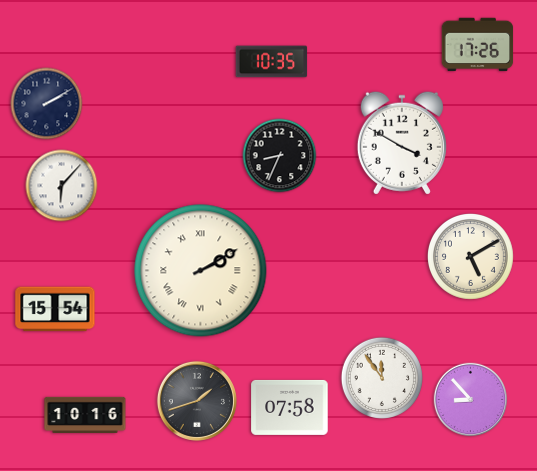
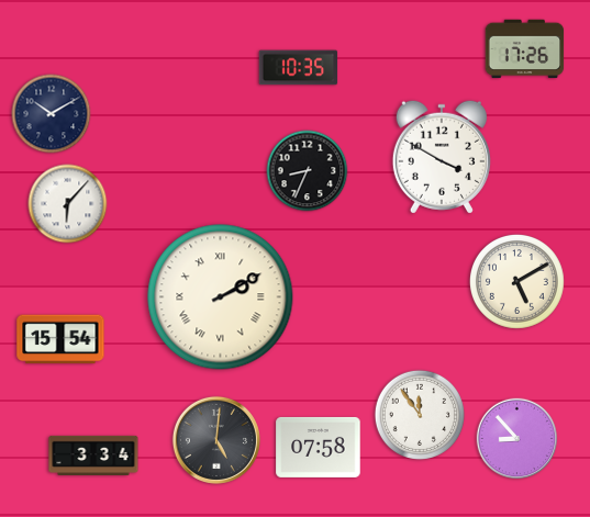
clock at (47, 104): 2:10 -> 10:10
clock at (197, 401): 1:42 -> 5:01
clock at (85, 414): 10:16 -> 3:34
